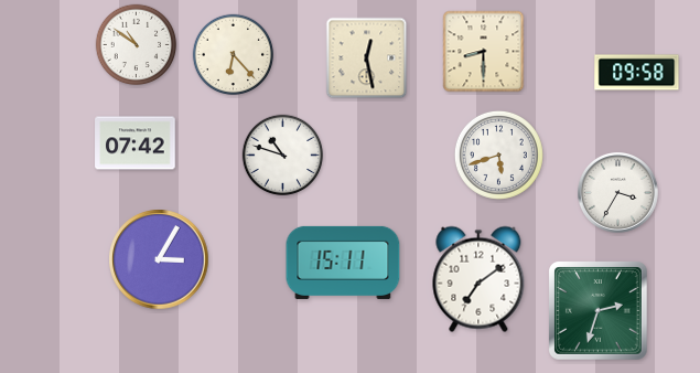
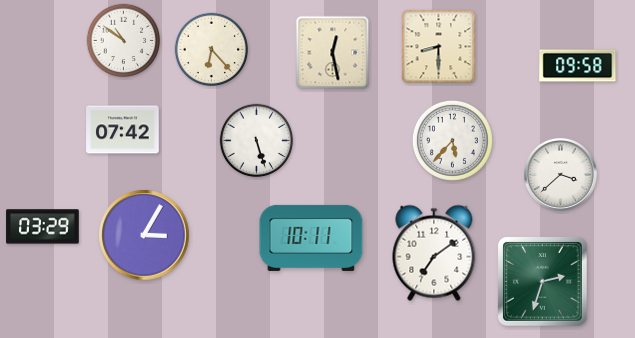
clock at (498, 154): 5:42 -> 5:37
clock at (283, 156): 10:48 -> 5:27
clock at (617, 192): 3:35 -> 3:38
clock at (43, 227): none -> 03:29
clock at (343, 263): 15:11 -> 10:11
